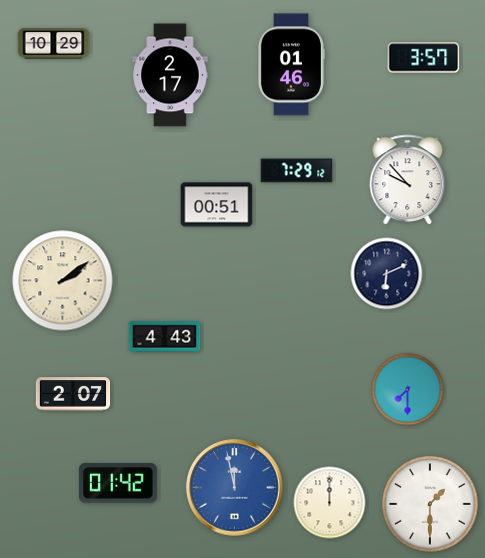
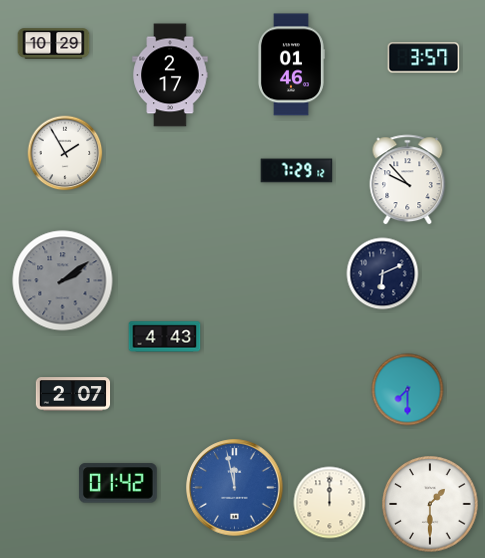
clock at (65, 153): none -> 1:55
clock at (217, 205): 00:51 -> none
clock at (387, 274) position: (387, 274) -> (383, 274)
clock at (63, 281) dial: cream -> grey
